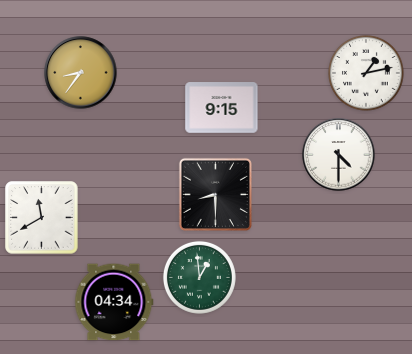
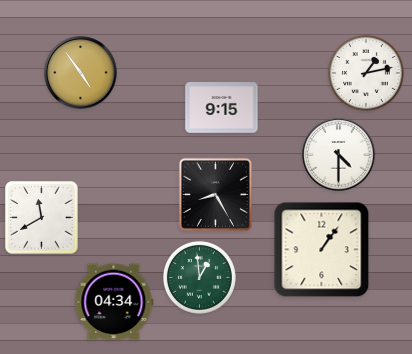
clock at (81, 73): 8:36 -> 4:54
clock at (215, 194): 8:30 -> 8:25
clock at (322, 250): none -> 1:06
